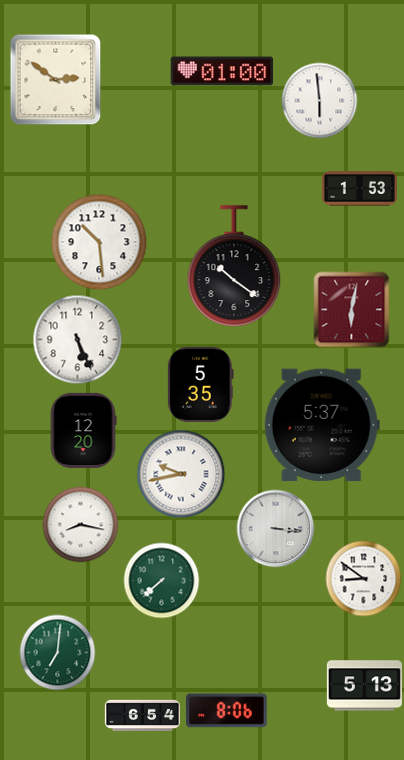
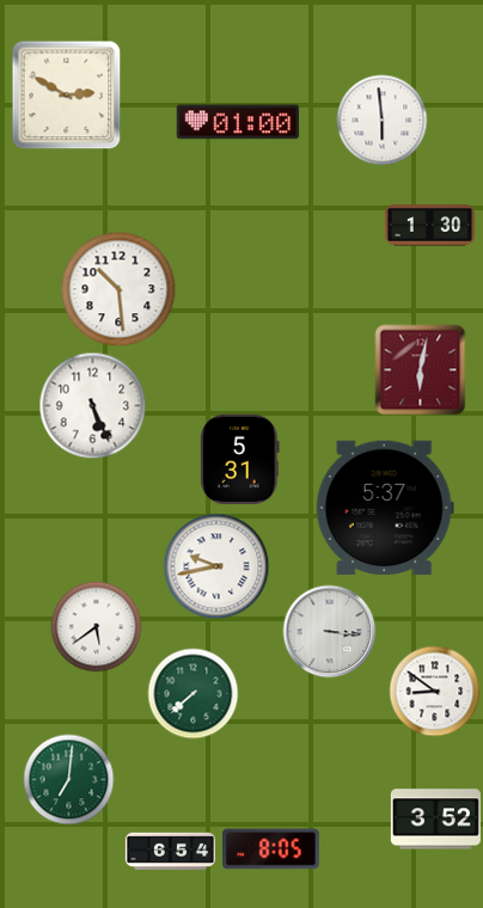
clock at (222, 71) position: (222, 71) -> (238, 122)
clock at (56, 80): 2:51 -> 2:50
clock at (359, 189): 1:53 -> 1:30
clock at (234, 266): 10:21 -> none
clock at (201, 384): 5:35 -> 5:31
clock at (83, 430): 12:20 -> none
clock at (81, 525): 8:17 -> 5:39
clock at (364, 686): 5:13 -> 3:52
clock at (227, 711): 8:06 -> 8:05
clock at (142, 715) position: (142, 715) -> (170, 851)
